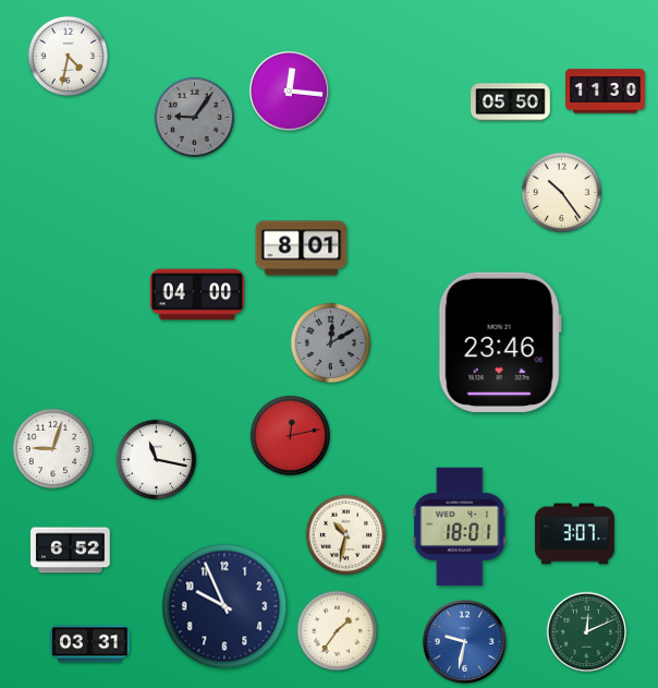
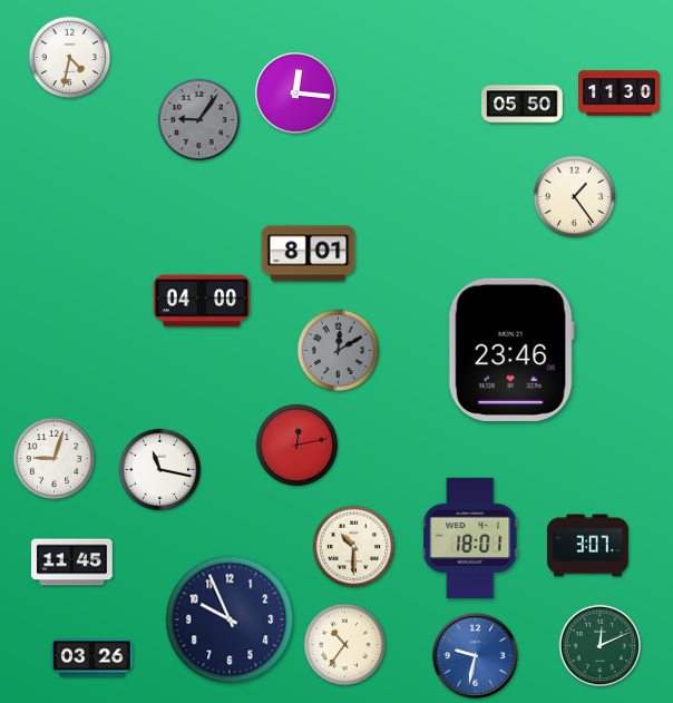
clock at (562, 193): 10:24 -> 1:24
clock at (346, 535): 10:32 -> 10:30
clock at (71, 551): 6:52 -> 11:45
clock at (338, 631): 1:36 -> 10:36
clock at (90, 644): 03:31 -> 03:26
